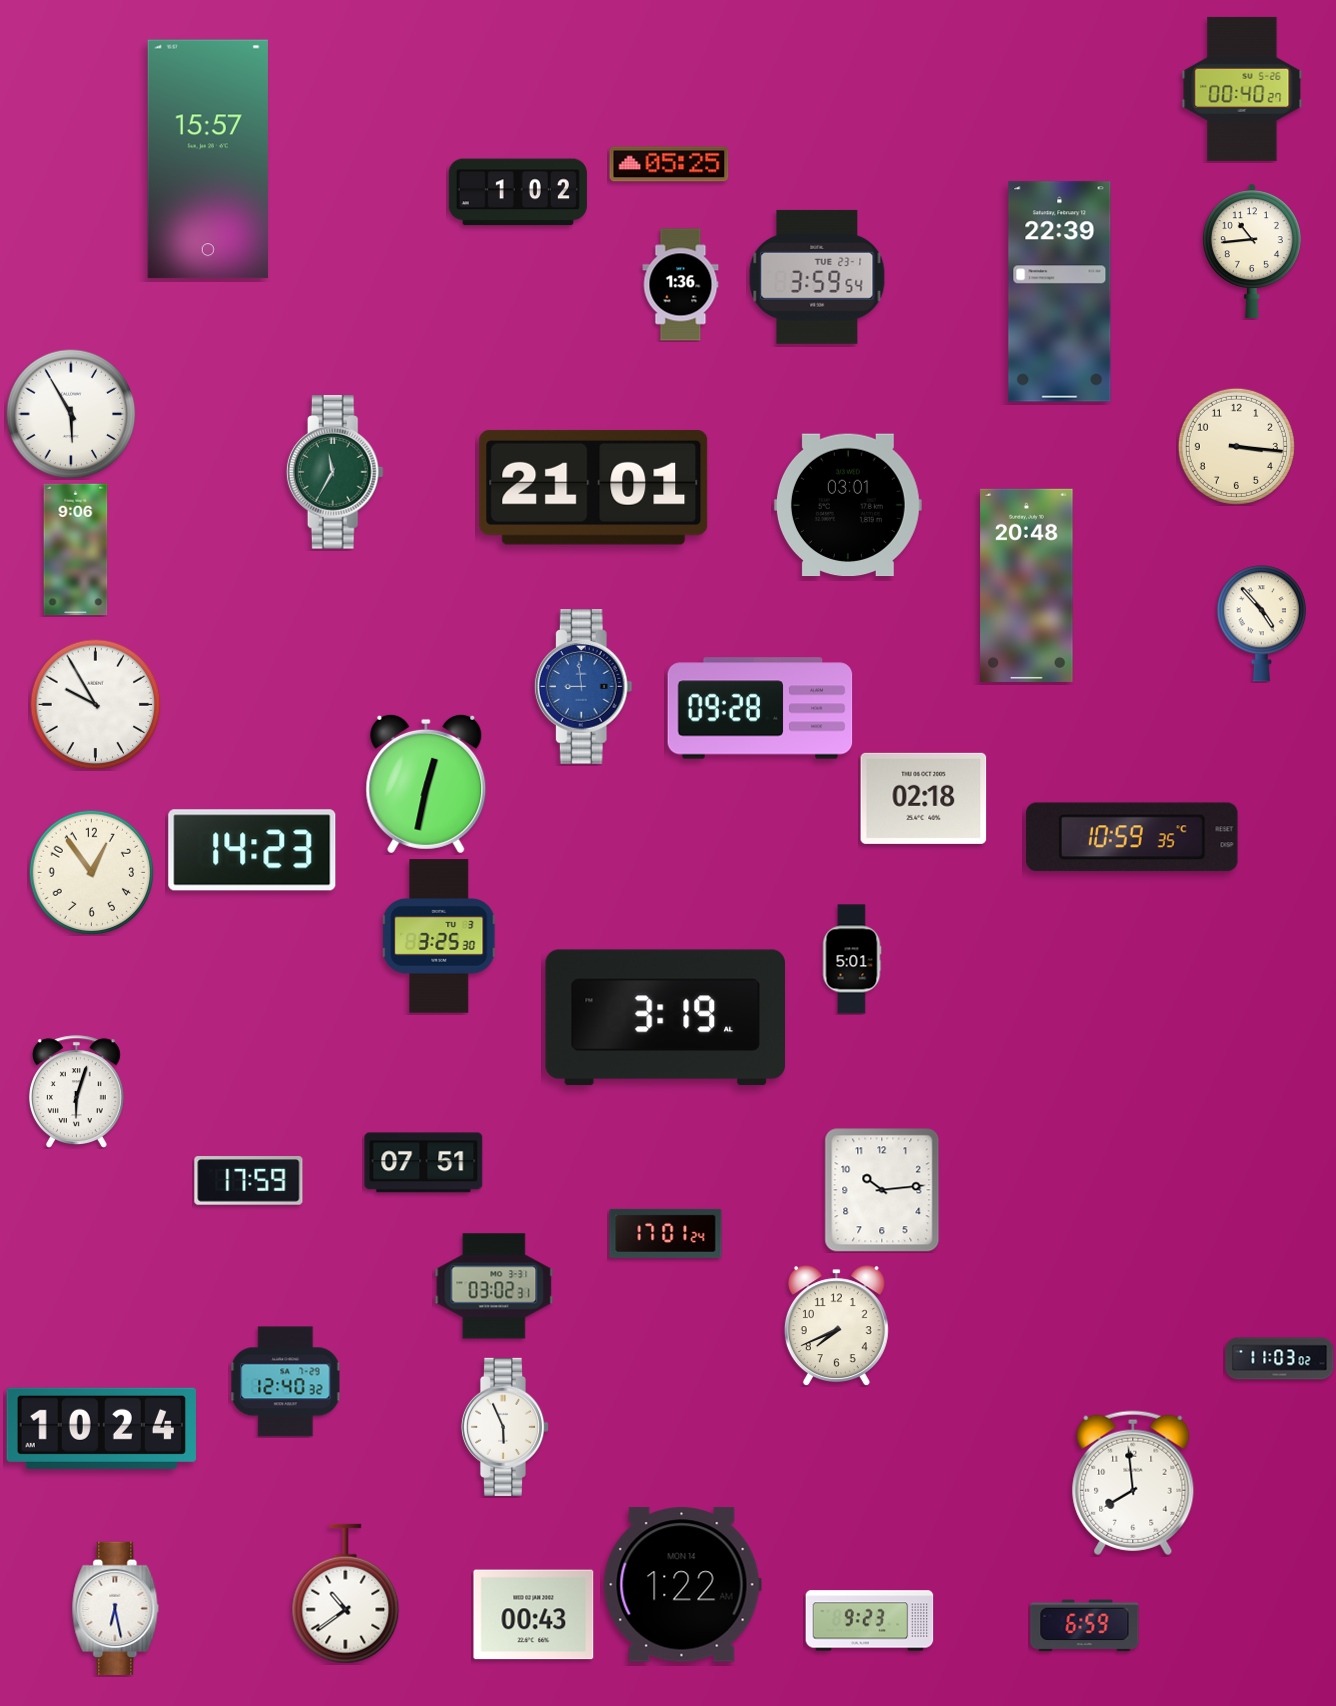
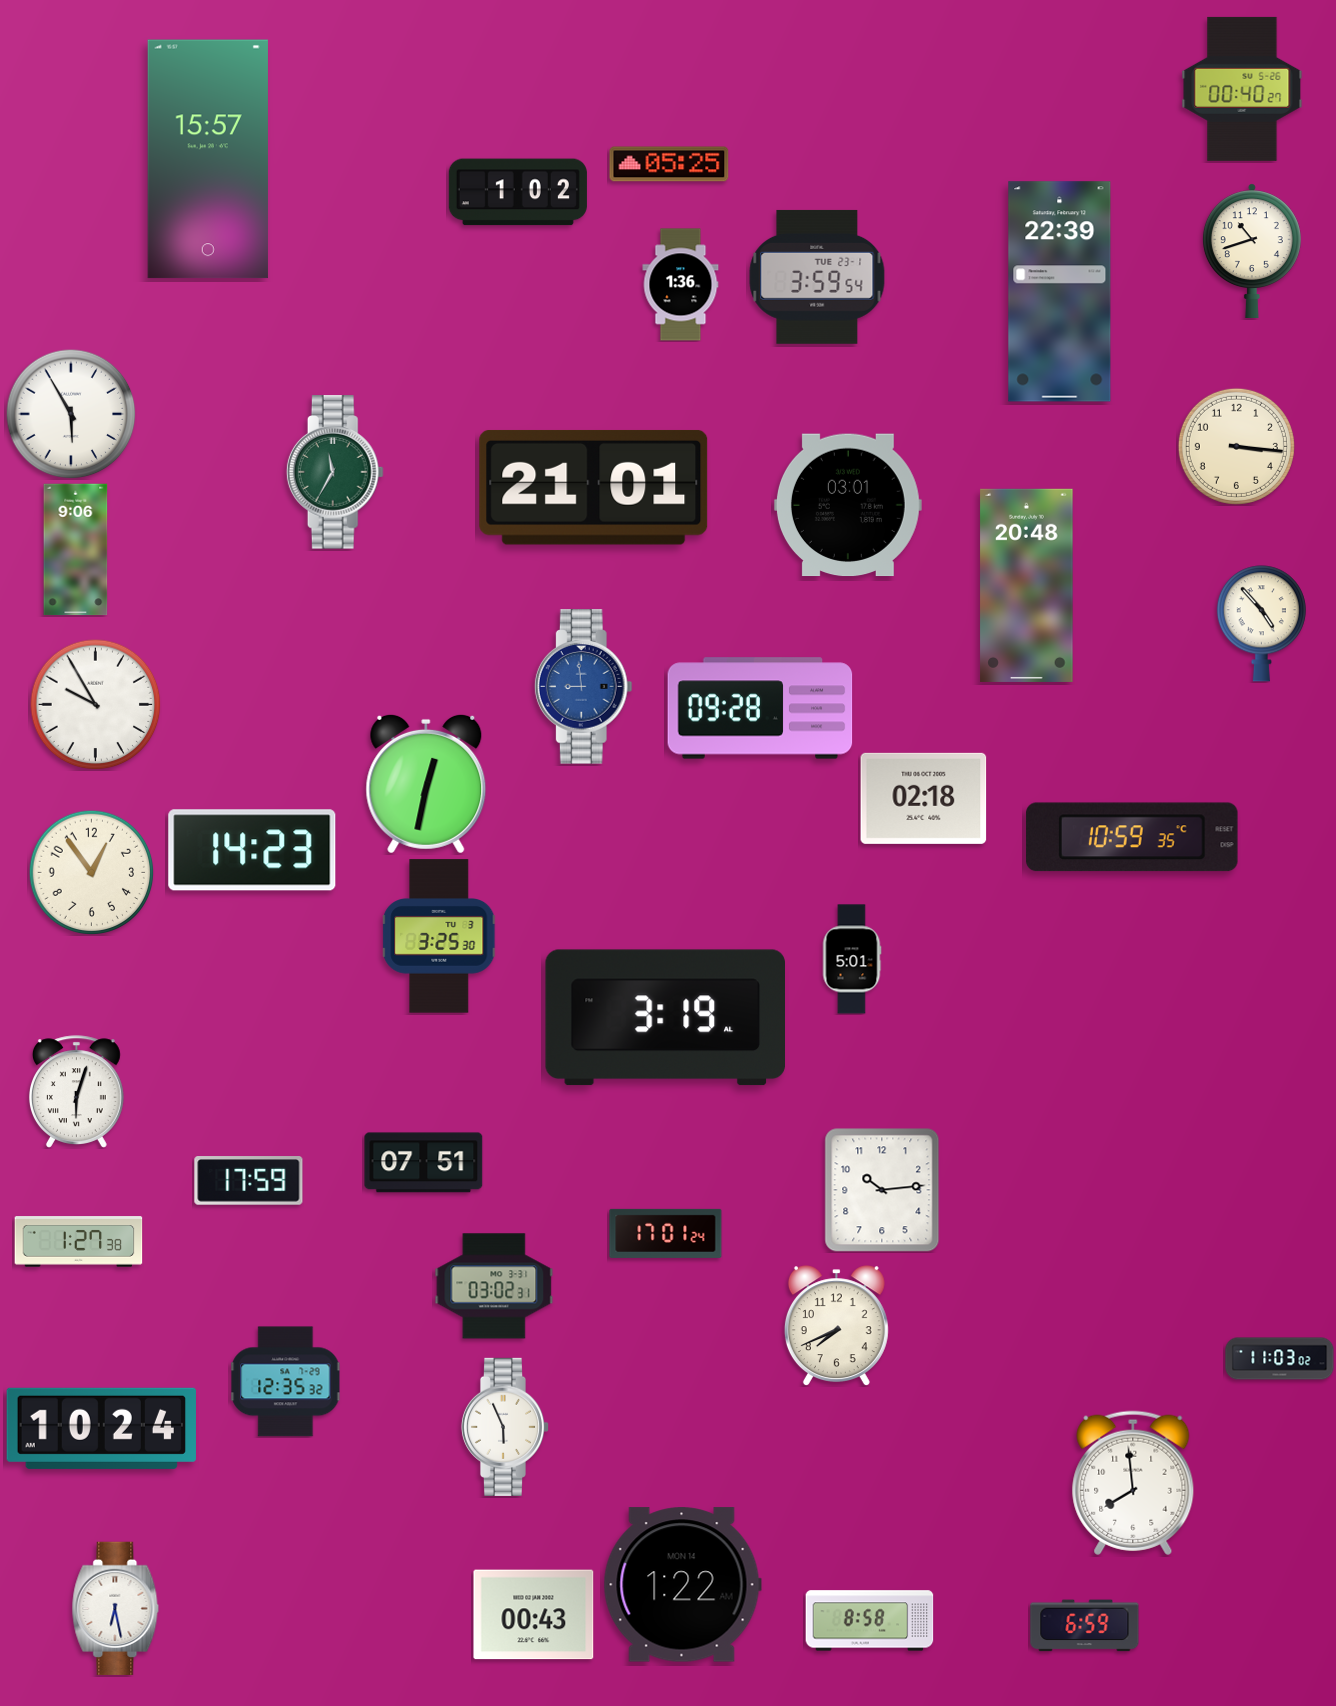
clock at (1252, 250): 10:44 -> 10:42
clock at (79, 1242): none -> 1:27
clock at (286, 1382): 12:40 -> 12:35
clock at (346, 1594): 10:39 -> none
clock at (870, 1621): 9:23 -> 8:58
